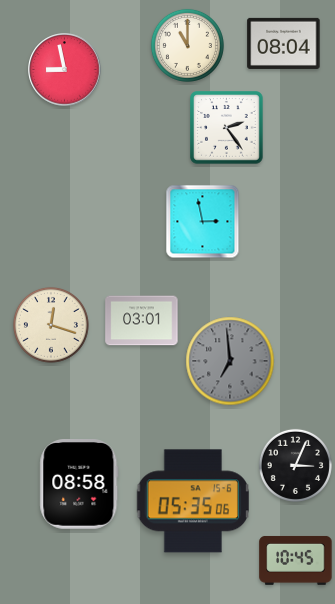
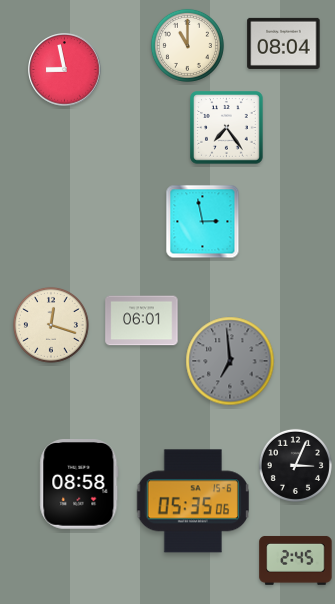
clock at (227, 128): 2:24 -> 7:24
clock at (142, 321): 03:01 -> 06:01
clock at (296, 560): 10:45 -> 2:45
